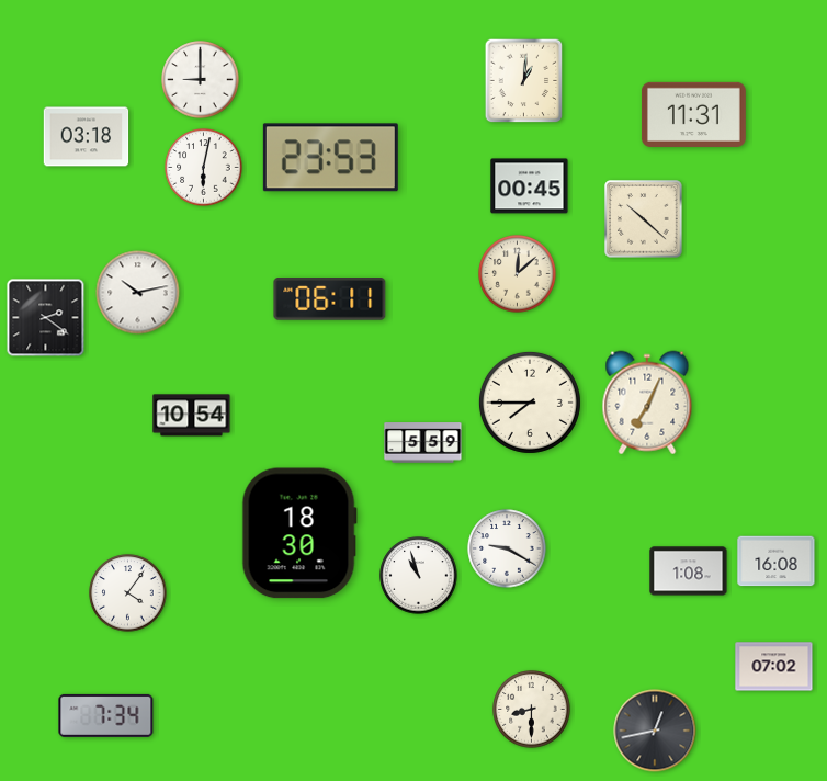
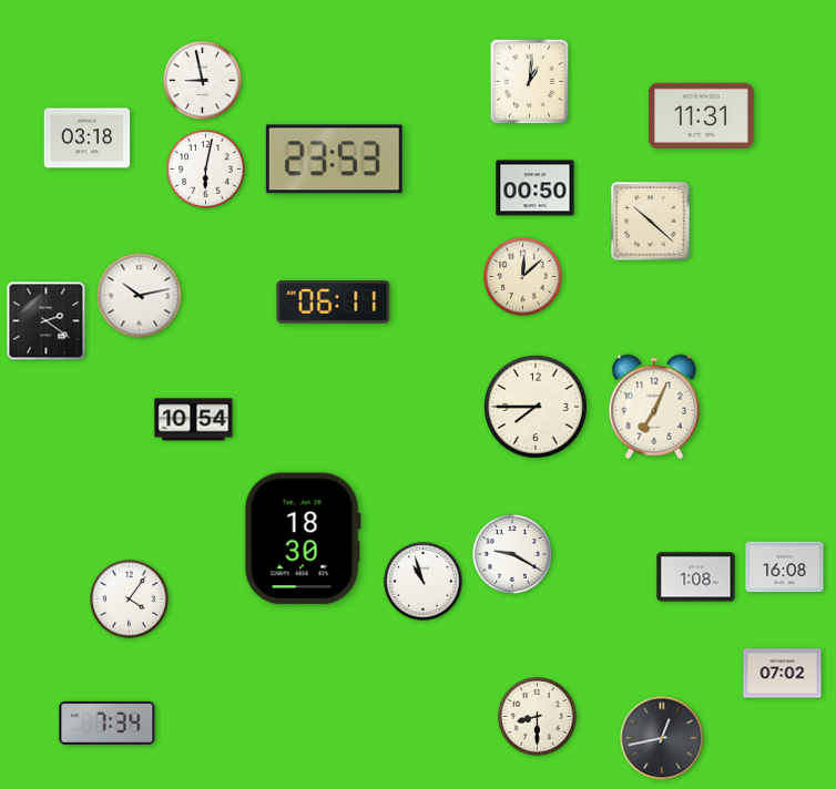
clock at (201, 80): 9:00 -> 8:58
clock at (530, 186): 00:45 -> 00:50
clock at (423, 443): 5:59 -> none
